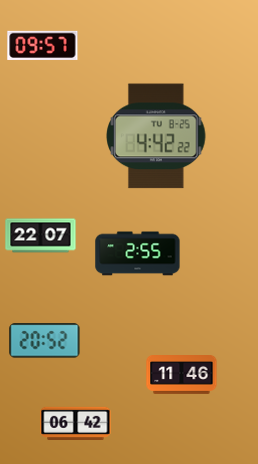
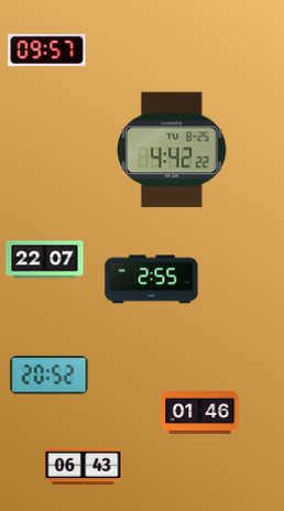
clock at (182, 375): 11:46 -> 01:46
clock at (76, 423): 06:42 -> 06:43
